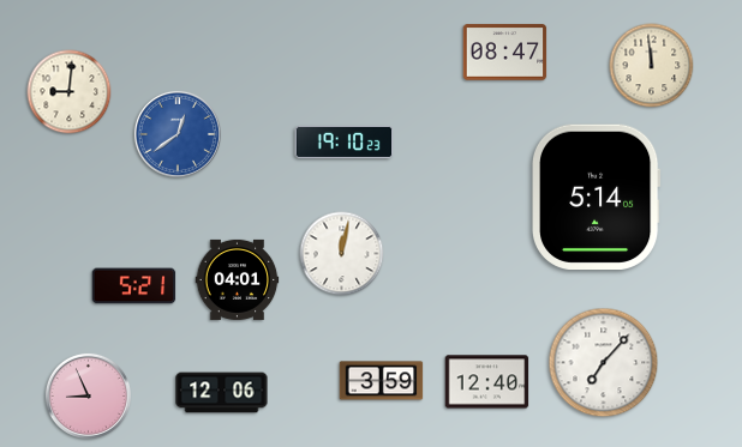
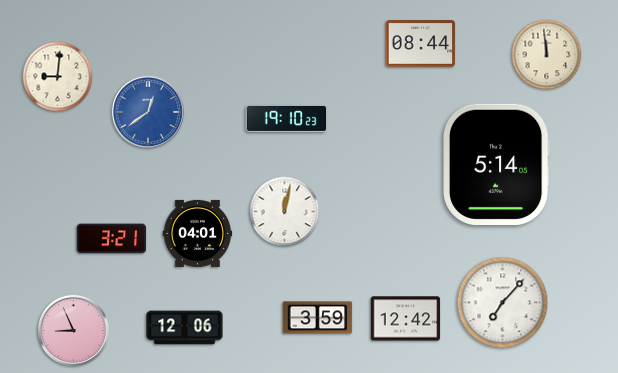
clock at (505, 53): 08:47 -> 08:44
clock at (652, 66) position: (652, 66) -> (547, 55)
clock at (134, 286): 5:21 -> 3:21
clock at (487, 382): 12:40 -> 12:42
